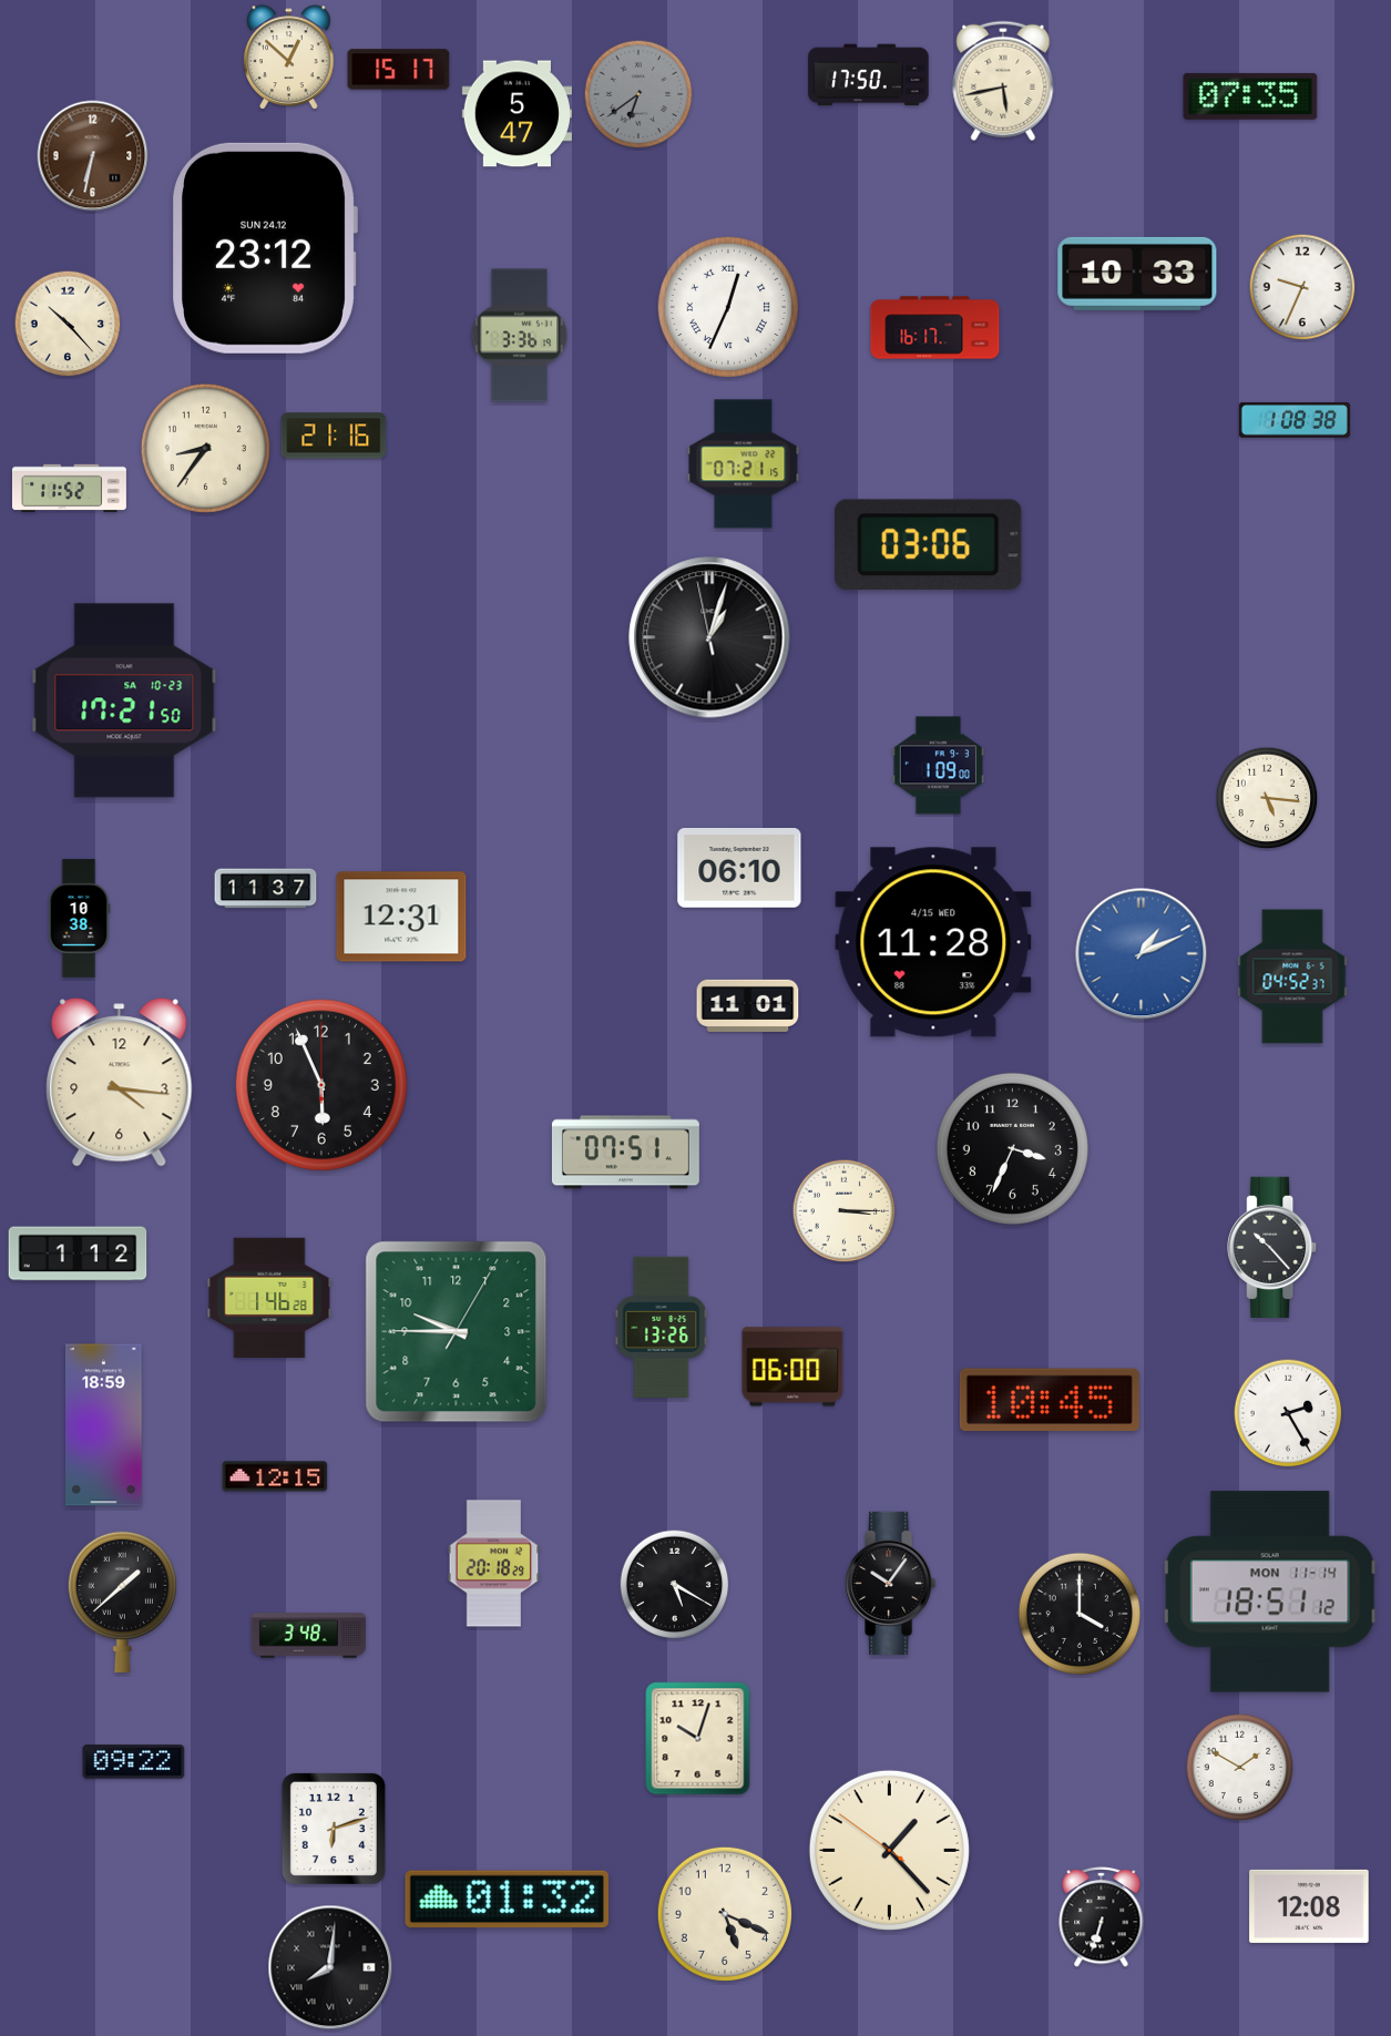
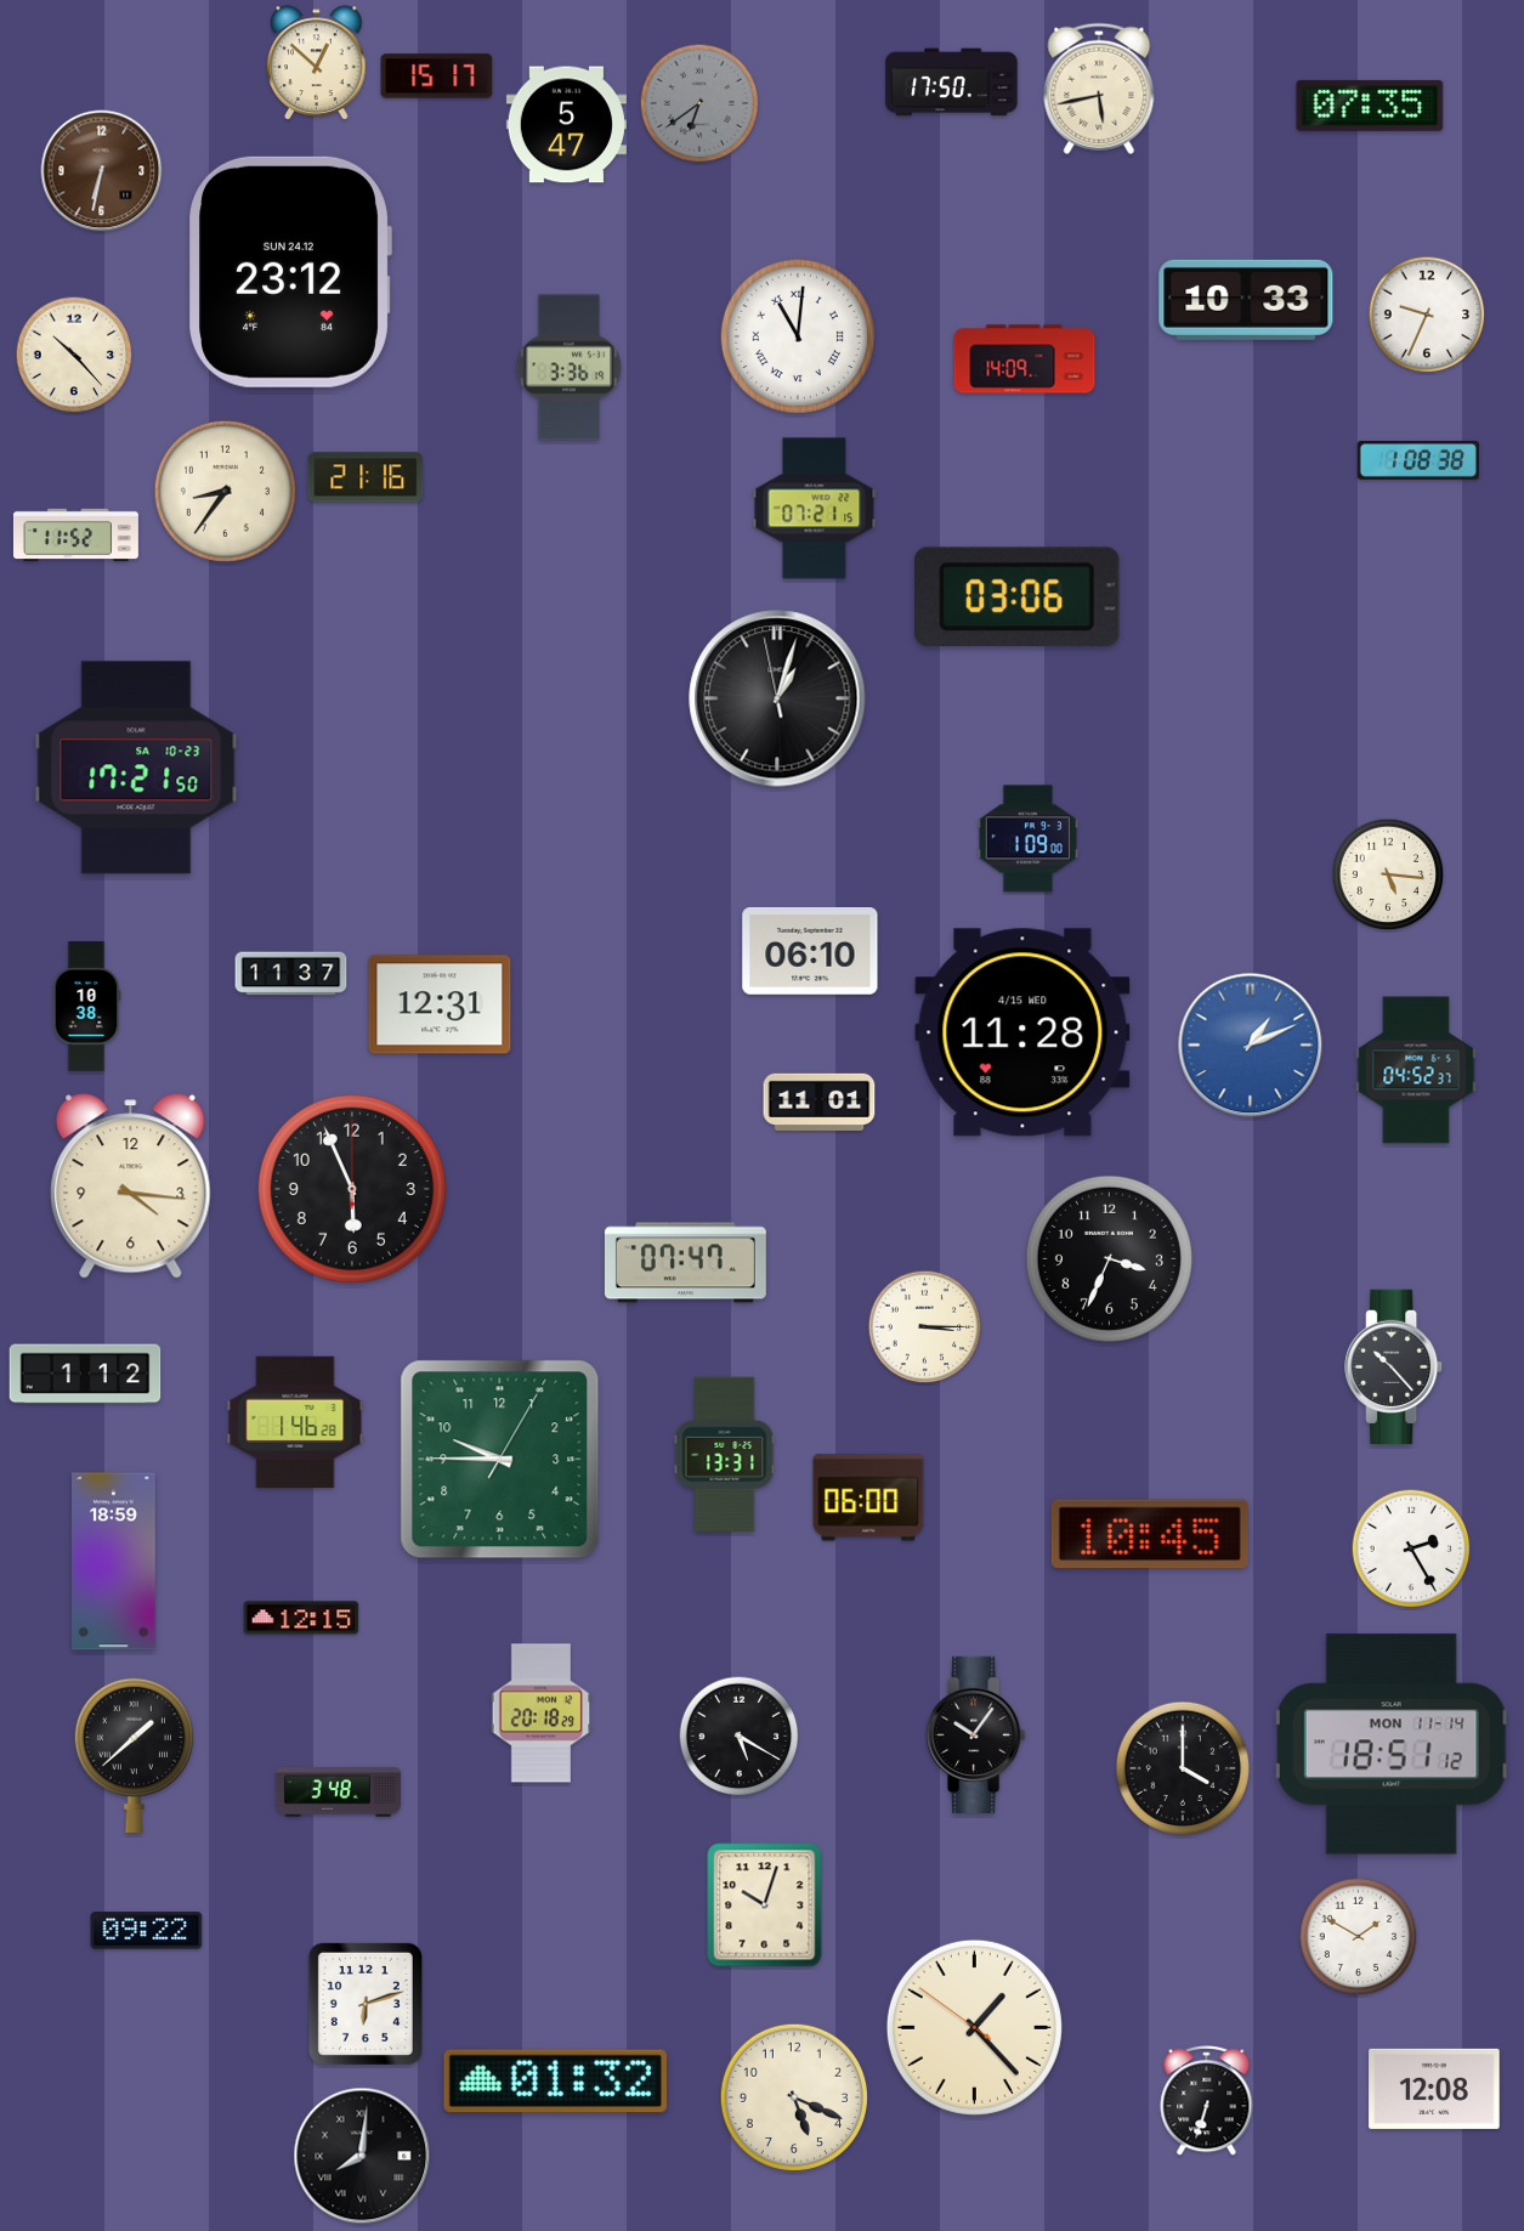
clock at (728, 307): 12:34 -> 11:01
clock at (935, 328): 16:17 -> 14:09
clock at (625, 1153): 07:51 -> 07:47
clock at (662, 1327): 13:26 -> 13:31
